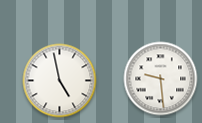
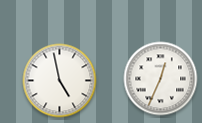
clock at (161, 79): 9:29 -> 12:34
